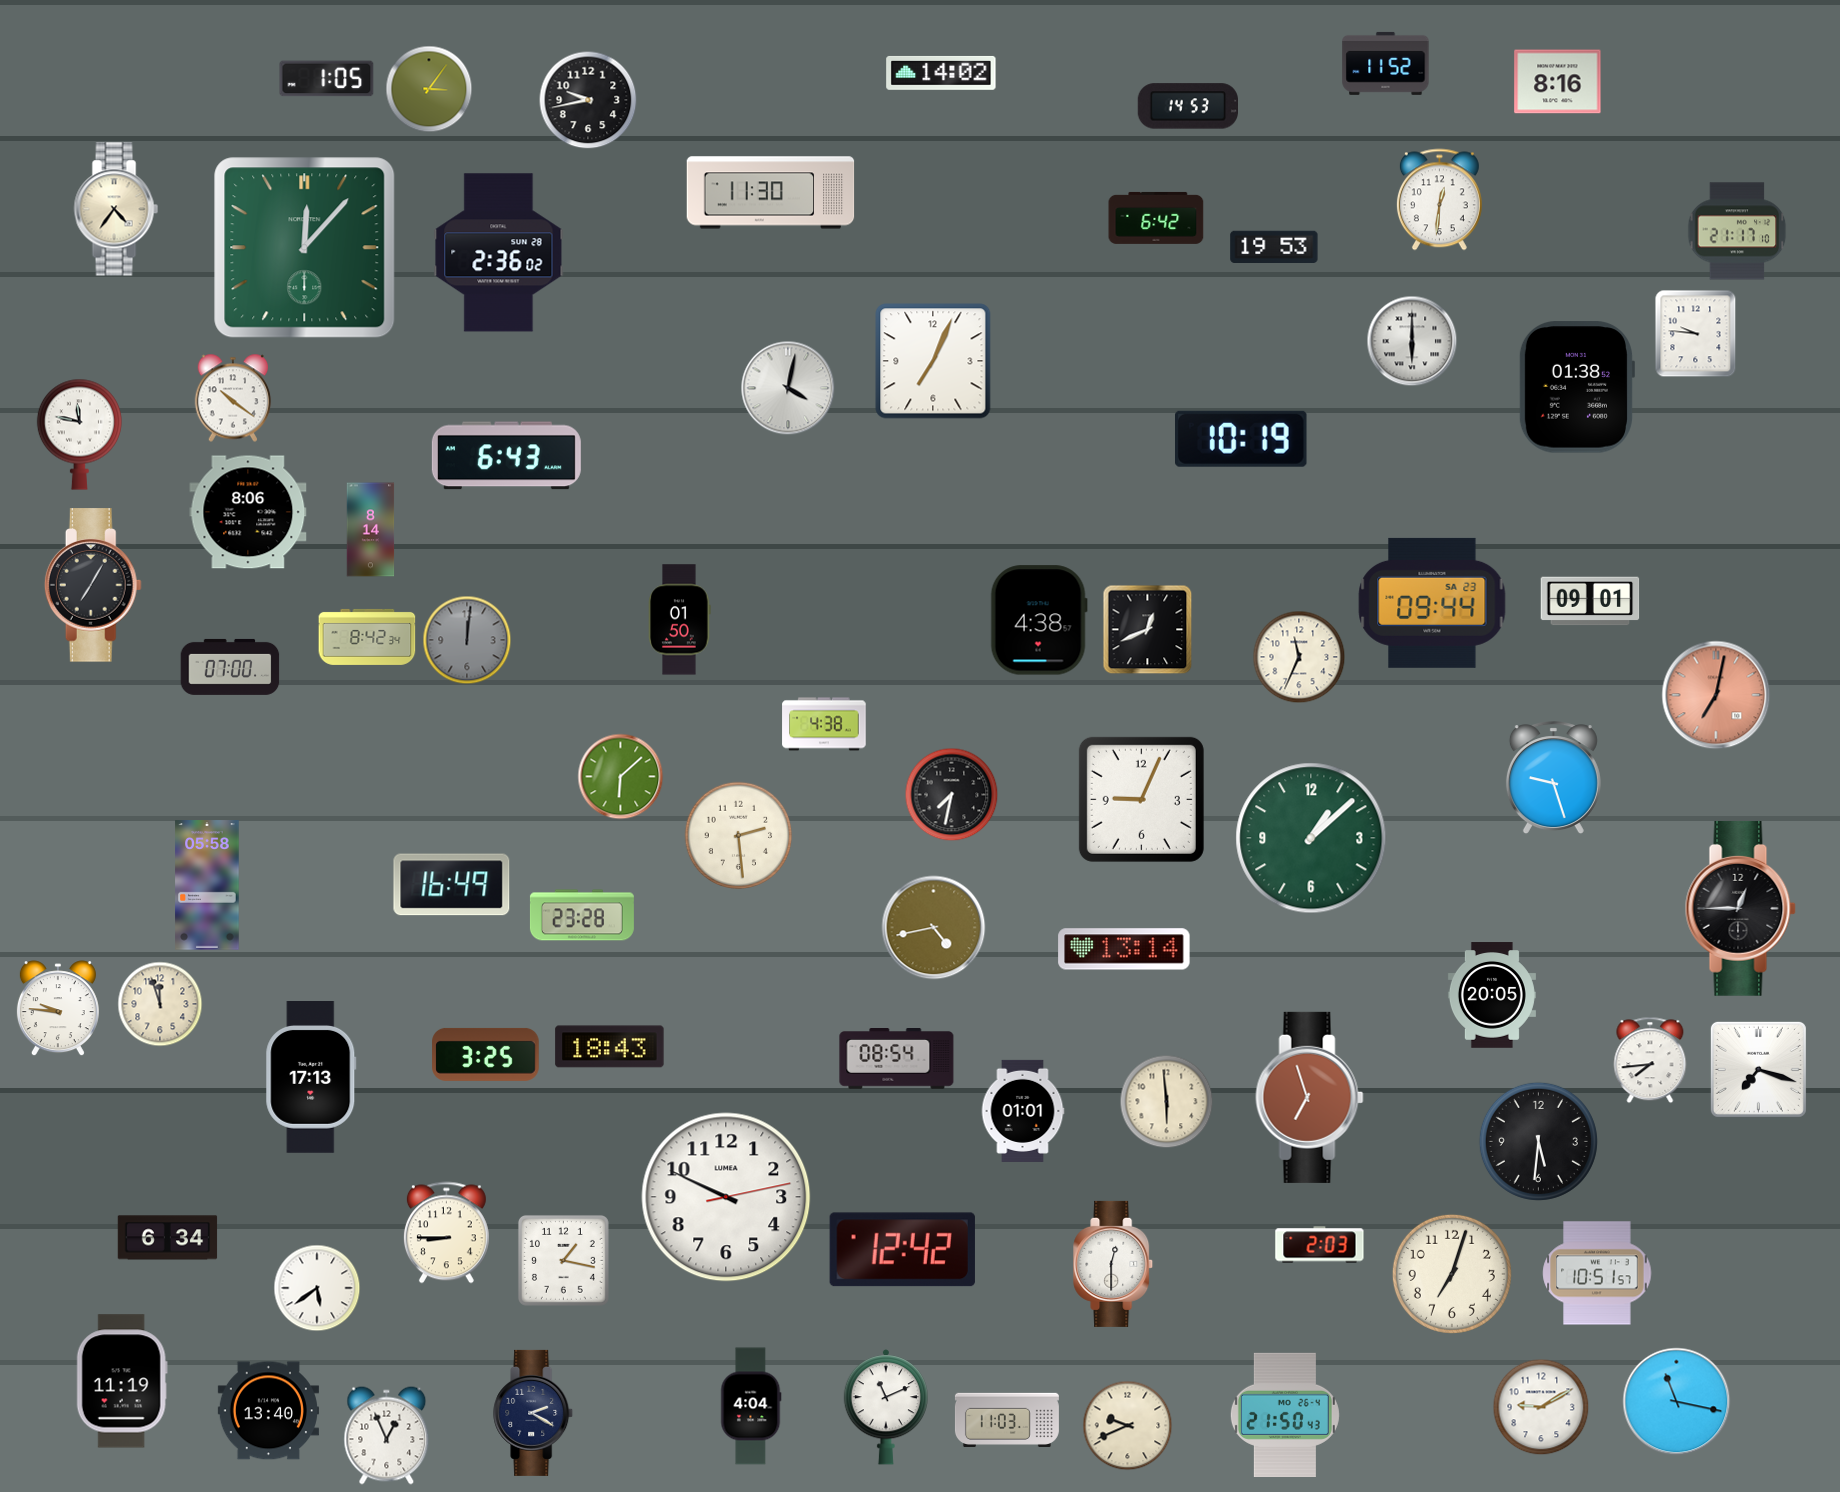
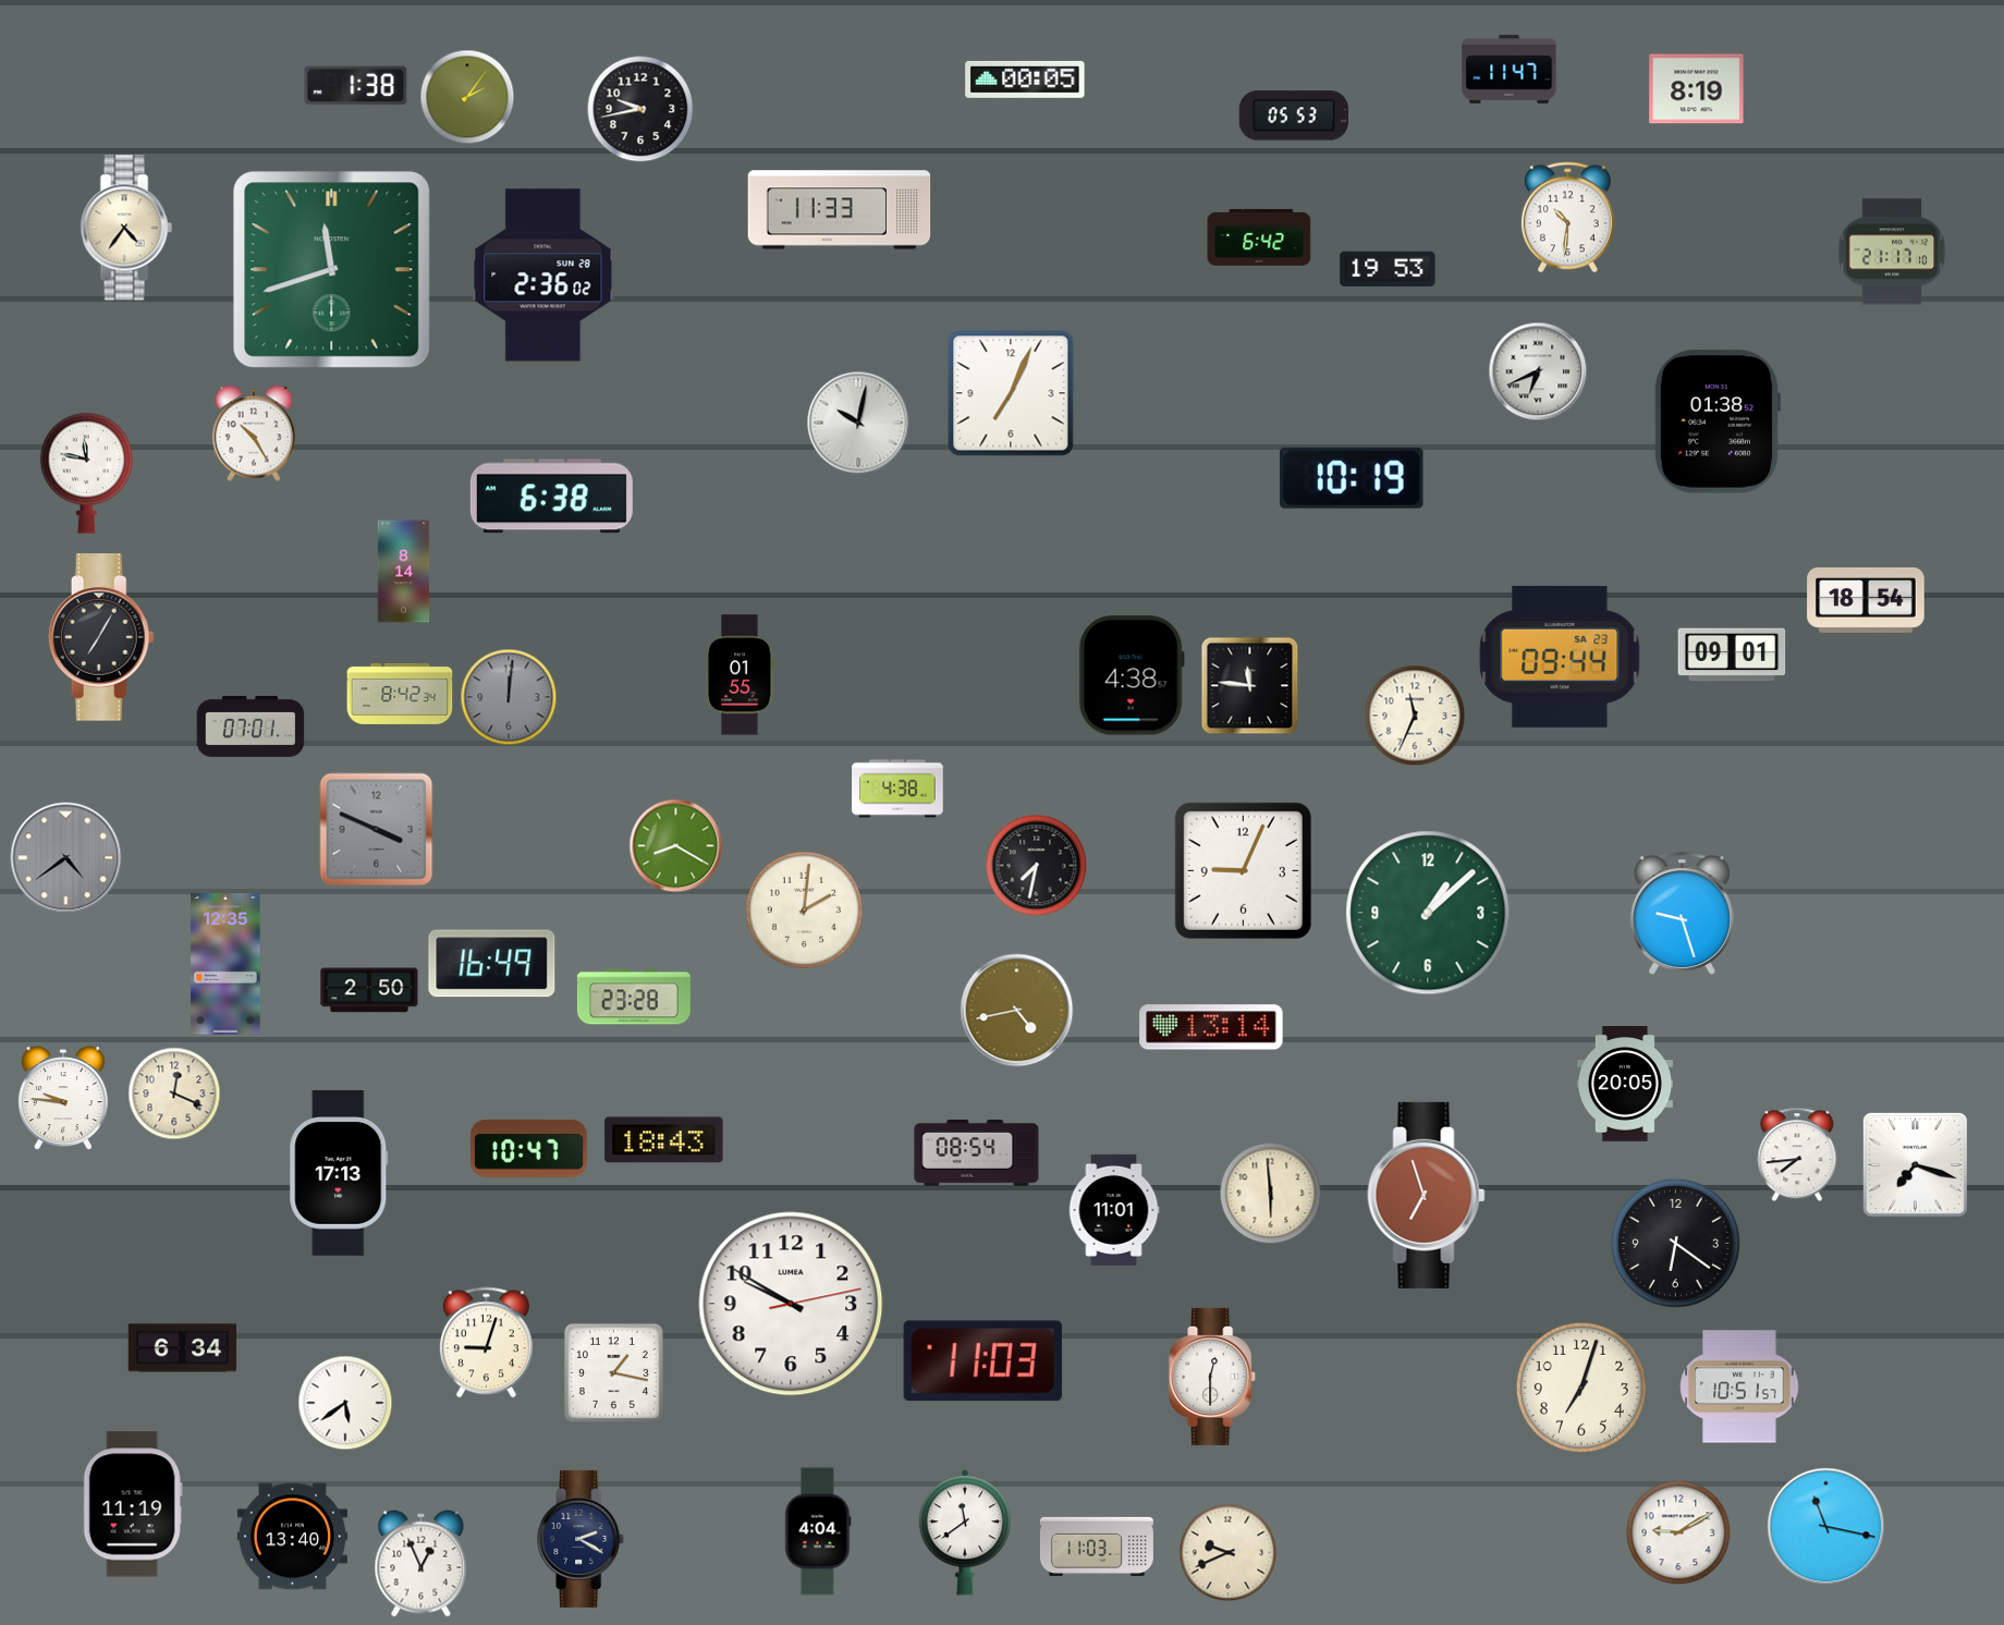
clock at (1386, 63): 11:52 -> 11:47
clock at (941, 73): 14:02 -> 00:05
clock at (327, 79): 1:05 -> 1:38
clock at (1558, 82): 8:16 -> 8:19
clock at (429, 89): 3:06 -> 2:06
clock at (1187, 106): 14:53 -> 05:53
clock at (771, 193): 11:30 -> 11:33
clock at (1439, 200): 12:31 -> 10:31
clock at (305, 248): 12:07 -> 11:42
clock at (1696, 334): 9:46 -> none
clock at (1412, 341): 6:00 -> 6:41
clock at (933, 361) position: (933, 361) -> (1011, 393)
clock at (788, 388): 4:02 -> 10:02
clock at (233, 398): 10:21 -> 10:25
clock at (506, 456): 6:43 -> 6:38
clock at (248, 512): 8:06 -> none
clock at (371, 530) position: (371, 530) -> (404, 572)
clock at (1866, 600): none -> 18:54
clock at (680, 620): 01:50 -> 01:55
clock at (1148, 630): 12:41 -> 11:46
clock at (230, 667): 07:00 -> 07:01
clock at (1716, 695): 7:02 -> none
clock at (377, 830): none -> 3:49
clock at (621, 777): 6:08 -> 8:20
clock at (1553, 778) position: (1553, 778) -> (1682, 914)
clock at (66, 858): none -> 4:39
clock at (739, 836): 2:29 -> 2:01
clock at (207, 885): 05:58 -> 12:35
clock at (1740, 908): 12:45 -> none
clock at (369, 990): none -> 2:50
clock at (1124, 949) position: (1124, 949) -> (1211, 1027)
clock at (160, 1004): 11:57 -> 12:19
clock at (486, 1054): 3:25 -> 10:47
clock at (1167, 1102) position: (1167, 1102) -> (1271, 1194)
clock at (1023, 1111): 01:01 -> 11:01
clock at (1538, 1141): 5:31 -> 6:21
clock at (726, 1197): 9:49 -> 9:50
clock at (446, 1233): 8:45 -> 9:03
clock at (1320, 1245): 2:03 -> none
clock at (902, 1250): 12:42 -> 11:03
clock at (885, 1407): 11:11 -> 11:39
clock at (1285, 1415): 21:50 -> none
